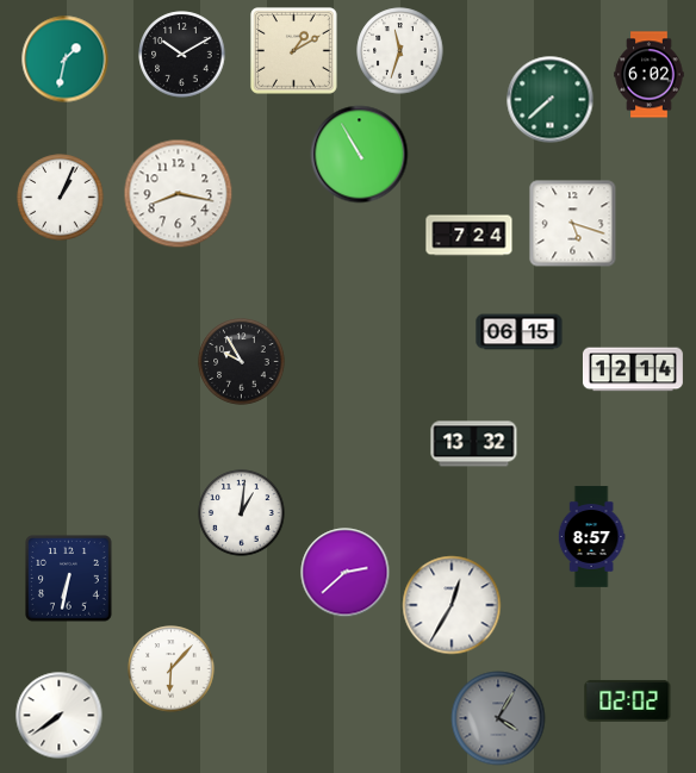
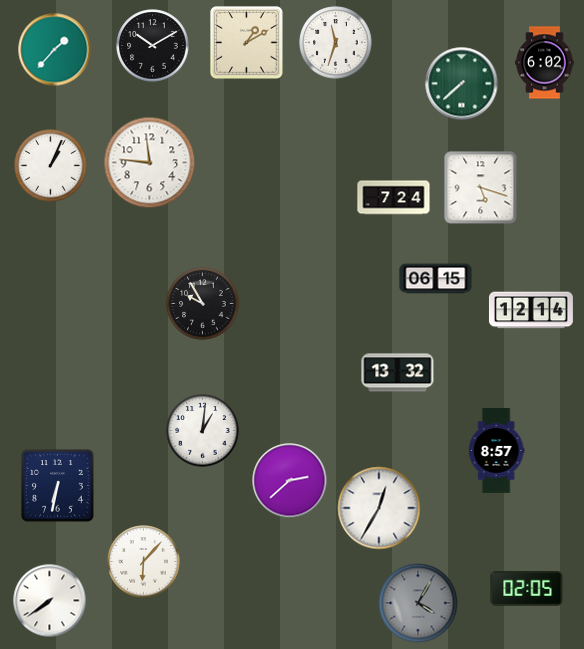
clock at (66, 60): 1:32 -> 1:37
clock at (360, 155): 10:55 -> none
clock at (179, 194): 8:17 -> 11:46
clock at (628, 702): 02:02 -> 02:05
